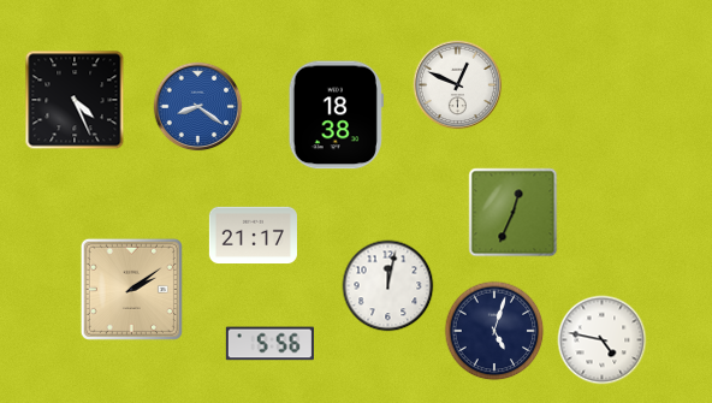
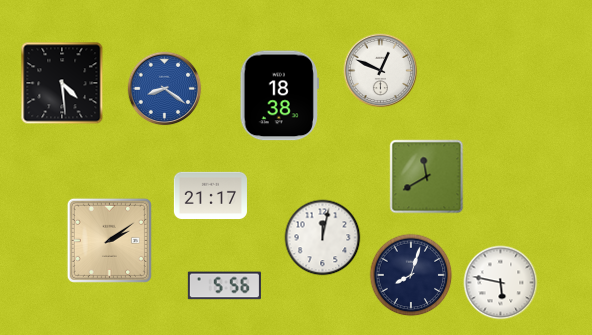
clock at (75, 100): 4:26 -> 4:29
clock at (514, 213): 12:34 -> 11:40
clock at (494, 331): 5:03 -> 8:03
clock at (603, 340): 4:47 -> 5:47
